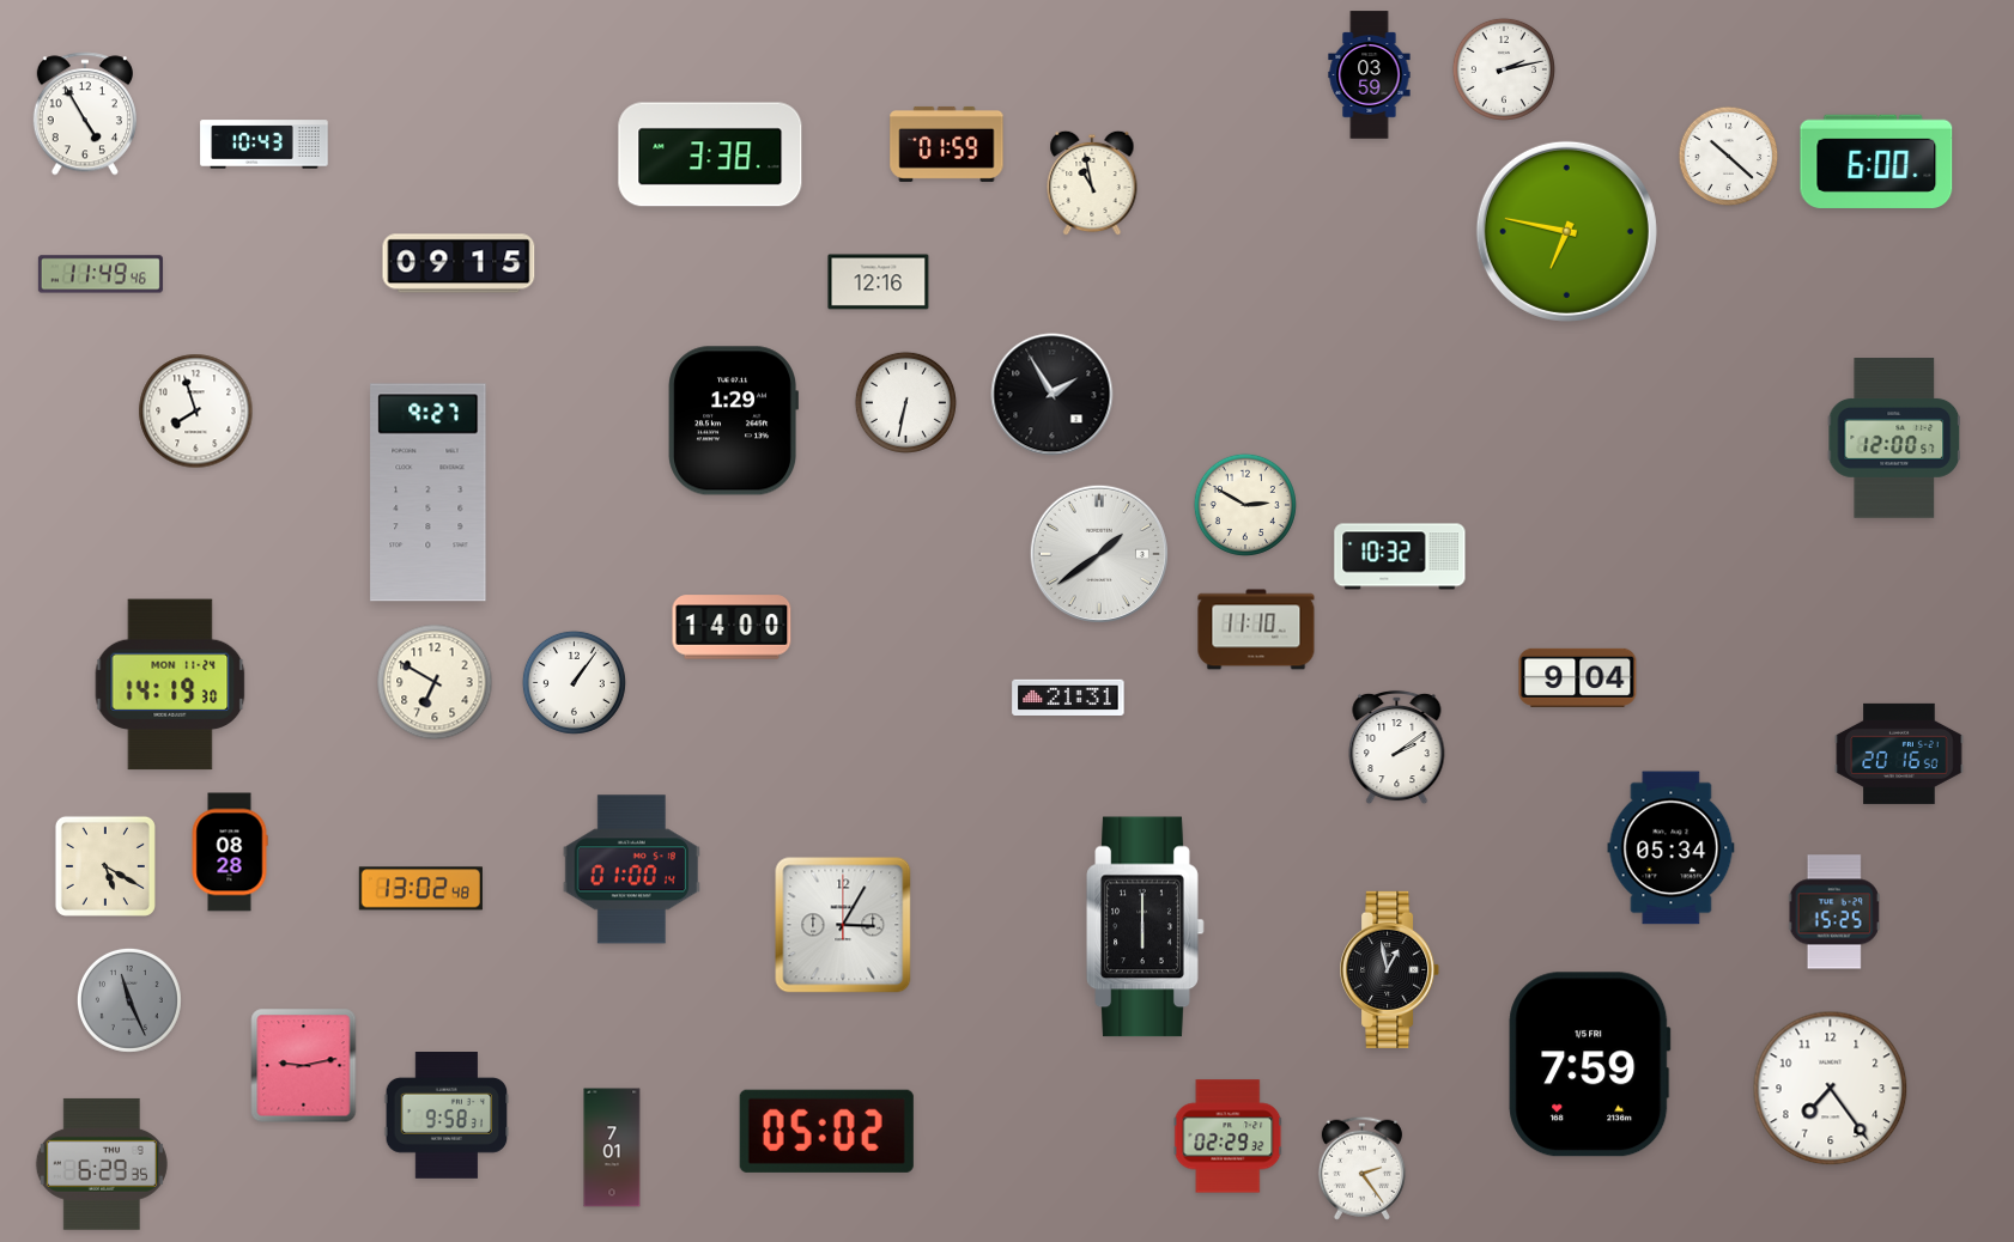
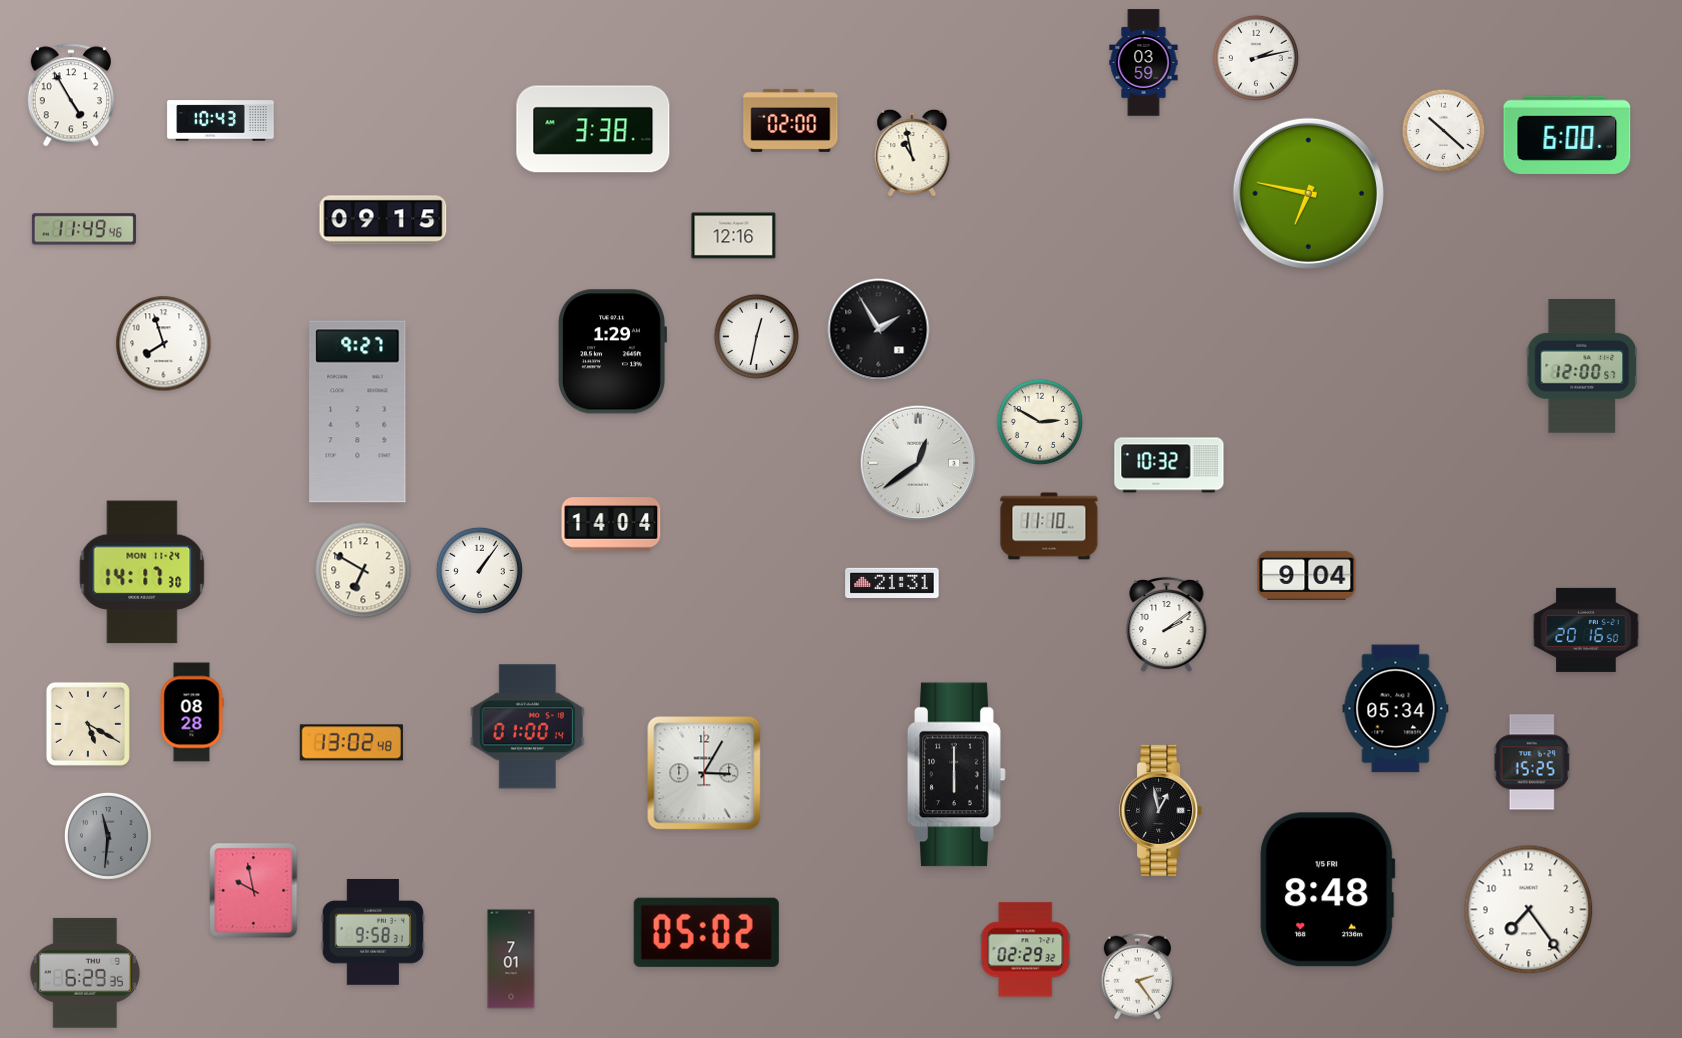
clock at (947, 144): 01:59 -> 02:00
clock at (905, 402): 6:32 -> 12:32
clock at (1099, 554): 1:39 -> 12:39
clock at (732, 627): 14:00 -> 14:04
clock at (1578, 677) position: (1578, 677) -> (1307, 575)
clock at (170, 684): 14:19 -> 14:17
clock at (129, 1000): 11:26 -> 11:31
clock at (1590, 1065): 7:59 -> 8:48
clock at (304, 1066): 9:13 -> 9:58
clock at (826, 1131) position: (826, 1131) -> (706, 932)
